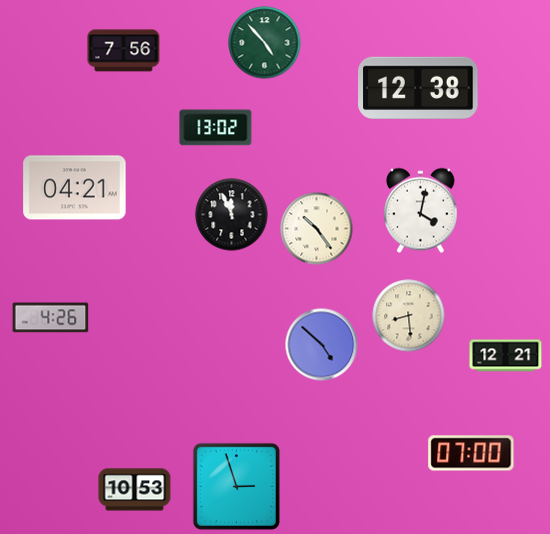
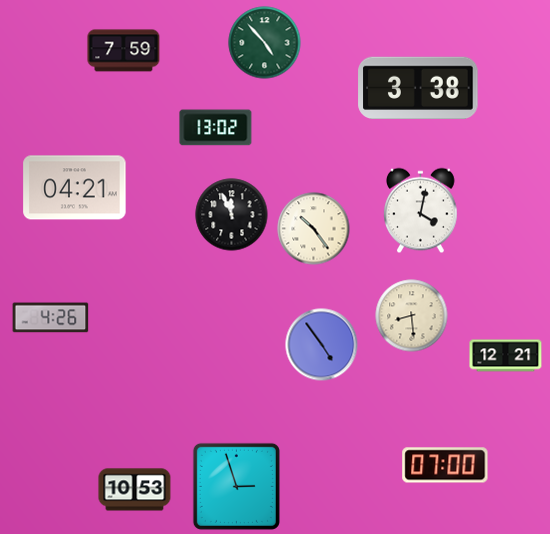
clock at (124, 51): 7:56 -> 7:59
clock at (418, 87): 12:38 -> 3:38
clock at (317, 229) position: (317, 229) -> (314, 229)
clock at (409, 316) position: (409, 316) -> (412, 316)
clock at (322, 345): 4:52 -> 4:54
clock at (471, 453) position: (471, 453) -> (445, 465)
